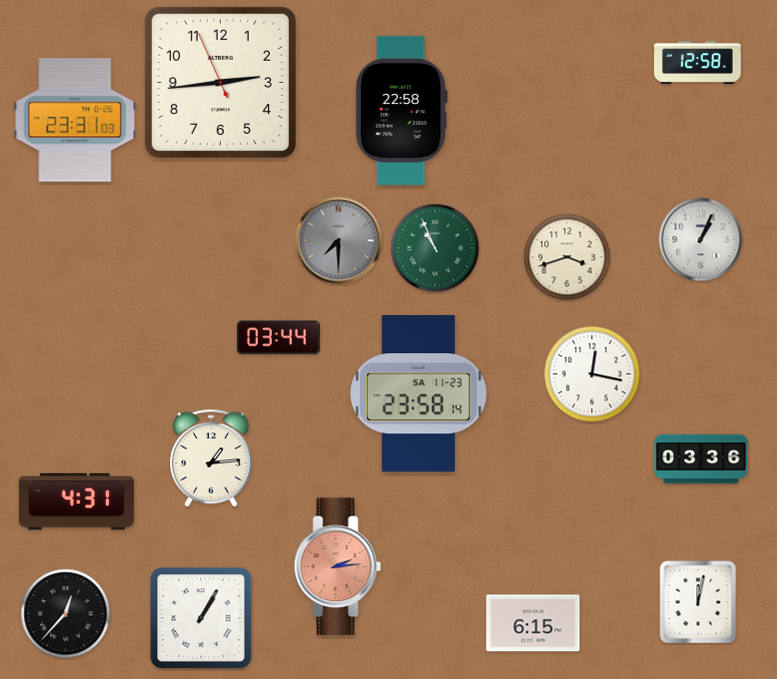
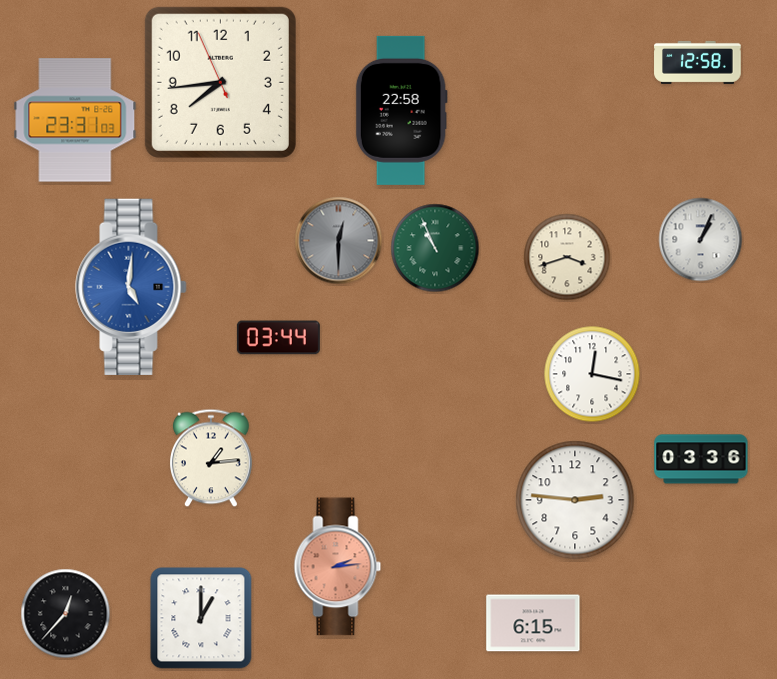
clock at (220, 82): 2:43 -> 7:43
clock at (339, 241): 7:30 -> 12:30
clock at (131, 287): none -> 5:01
clock at (419, 394): 23:58 -> none
clock at (575, 500): none -> 2:46
clock at (76, 502): 4:31 -> none
clock at (698, 602): 12:02 -> none
clock at (201, 618): 1:05 -> 1:00
